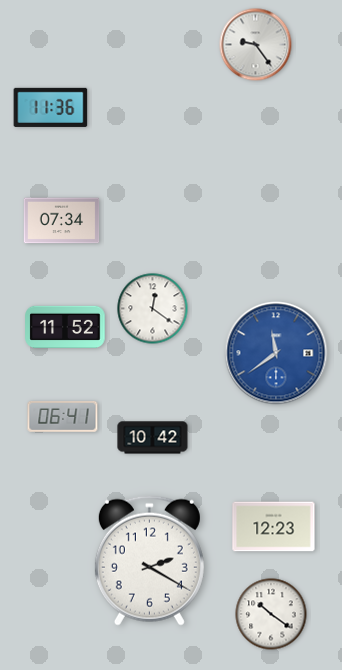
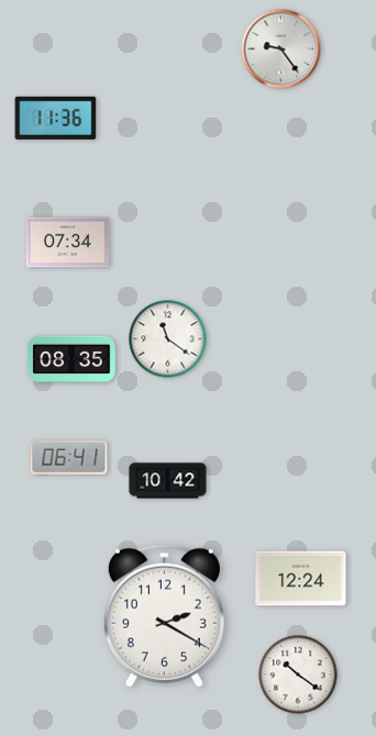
clock at (153, 309): 12:21 -> 11:21
clock at (65, 327): 11:52 -> 08:35
clock at (276, 353): 11:39 -> none
clock at (274, 527): 12:23 -> 12:24
